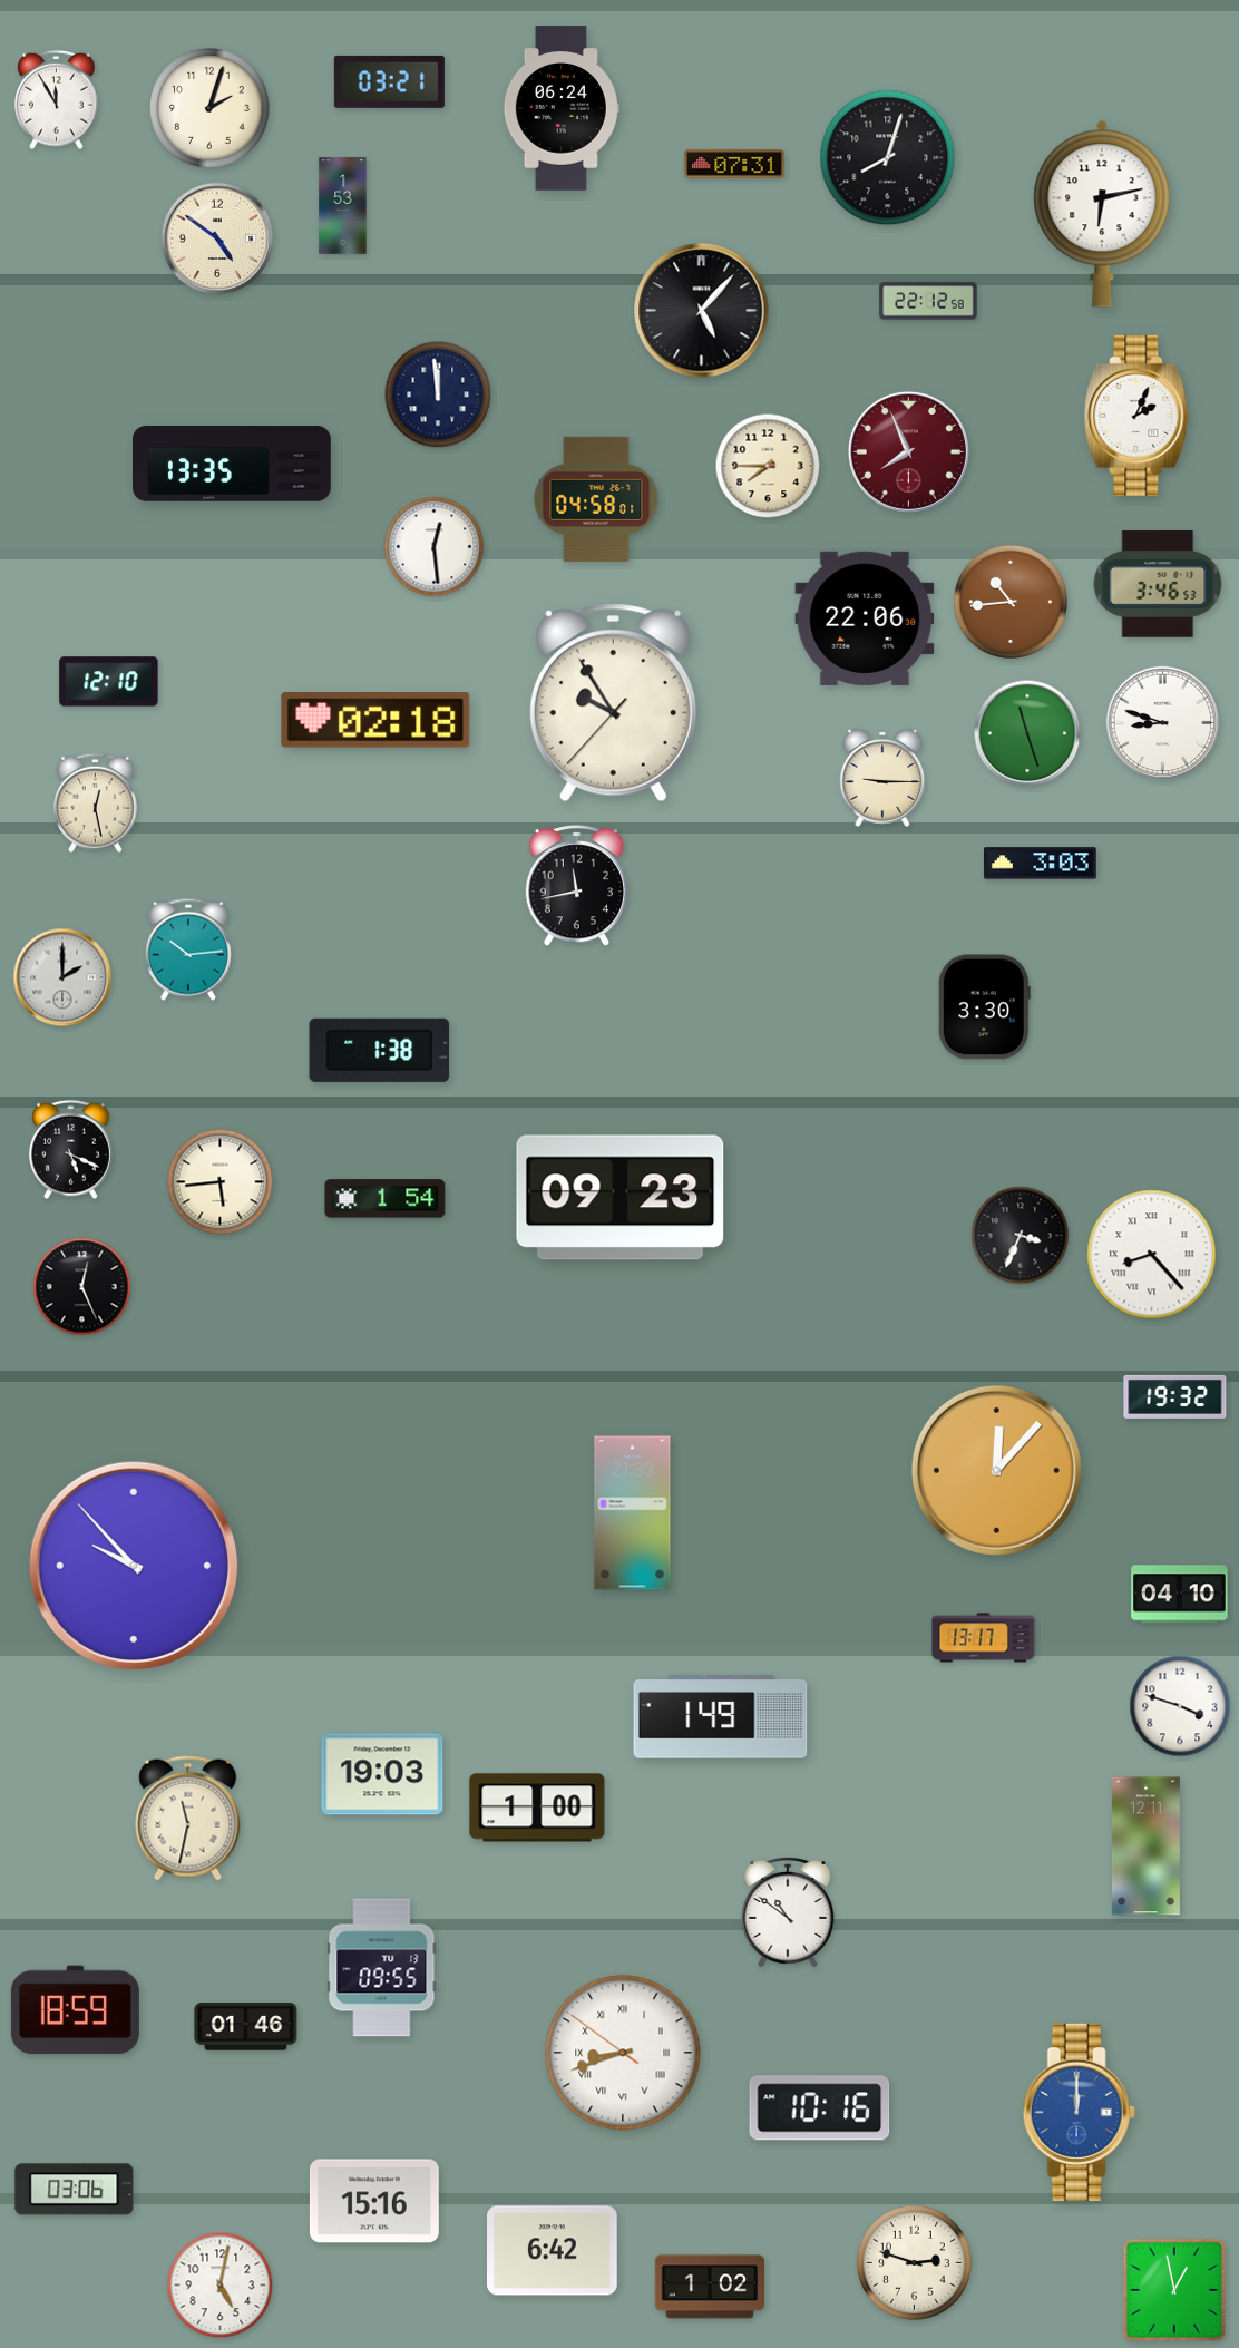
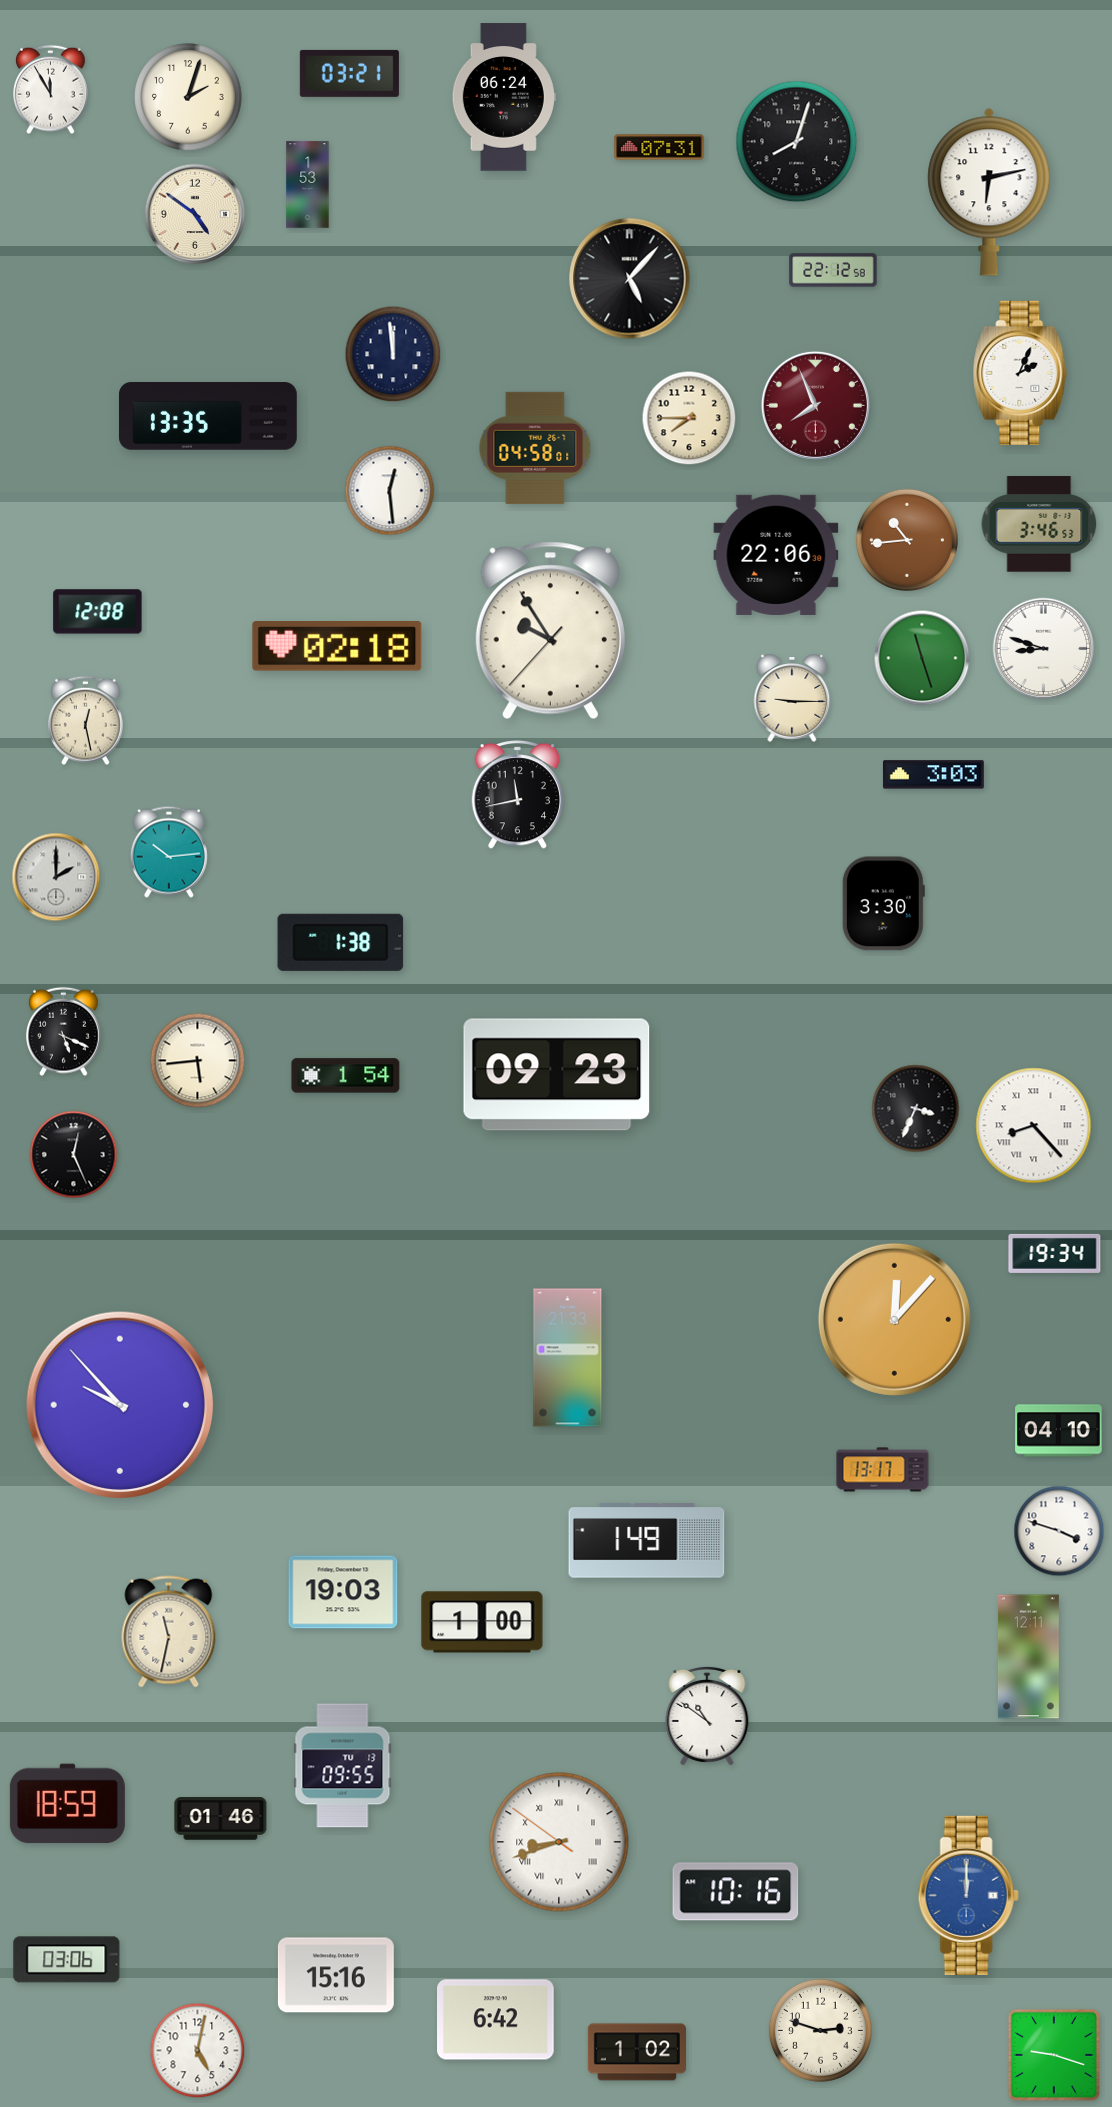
clock at (109, 682): 12:10 -> 12:08
clock at (1175, 1396): 19:32 -> 19:34
clock at (75, 2190) position: (75, 2190) -> (67, 1960)
clock at (1174, 2290): 12:58 -> 9:18
